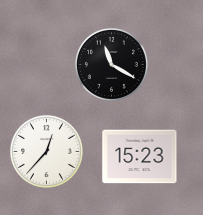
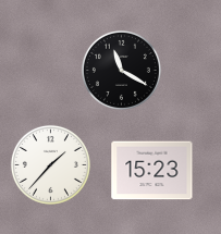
clock at (46, 151): 12:37 -> 1:37
